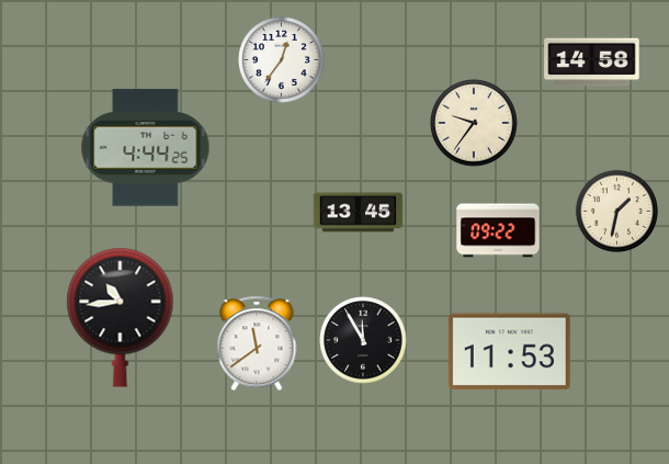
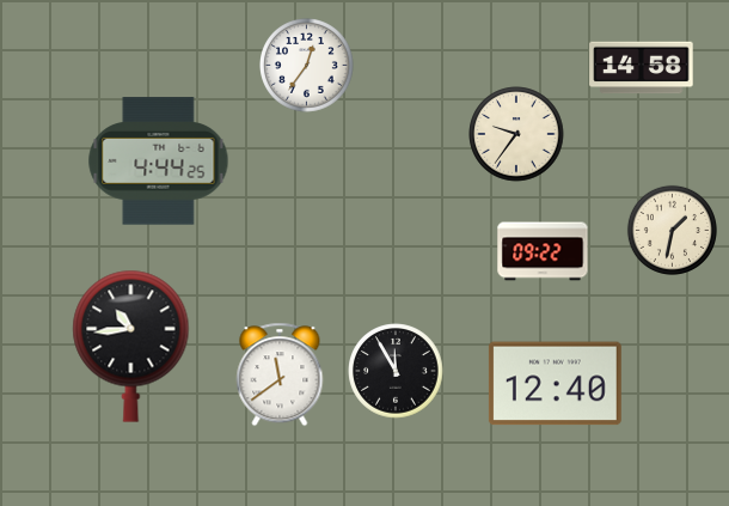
clock at (592, 63) position: (592, 63) -> (642, 68)
clock at (359, 213): 13:45 -> none
clock at (509, 352): 11:53 -> 12:40
